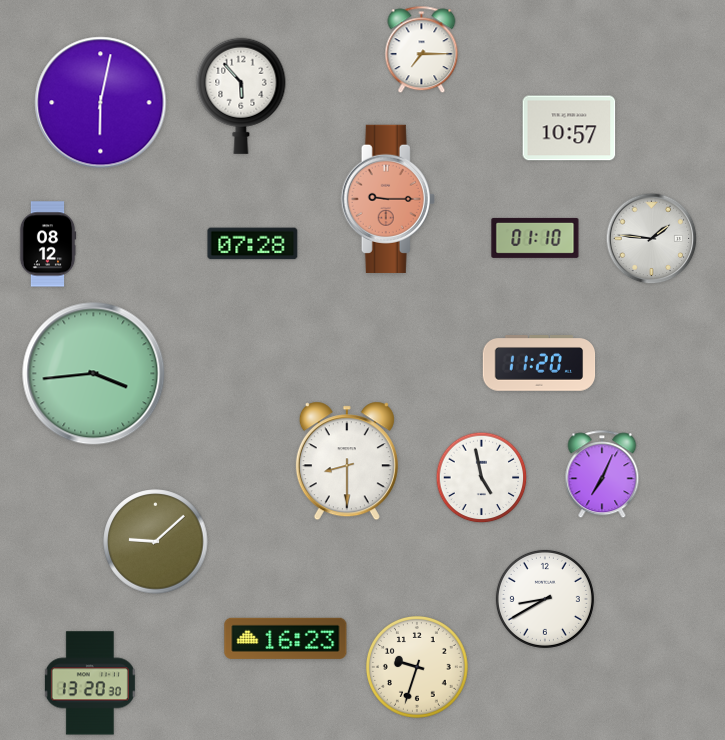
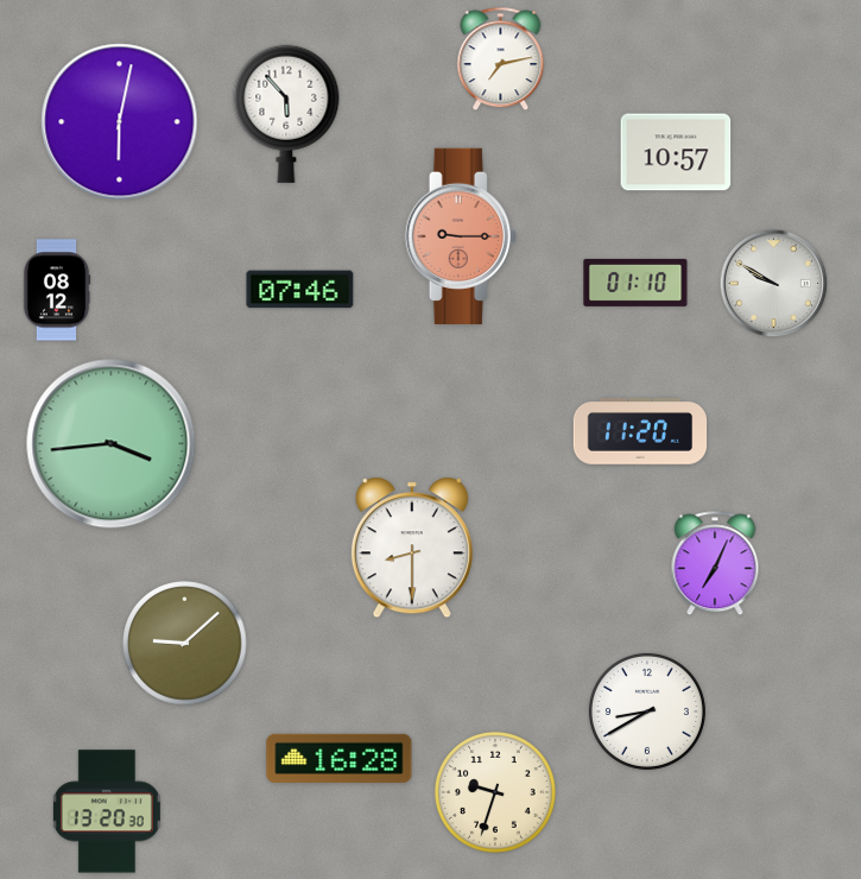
clock at (422, 50): 7:15 -> 7:13
clock at (652, 239): 1:46 -> 9:50
clock at (253, 244): 07:28 -> 07:46
clock at (482, 478): 4:58 -> none
clock at (286, 638): 16:23 -> 16:28
